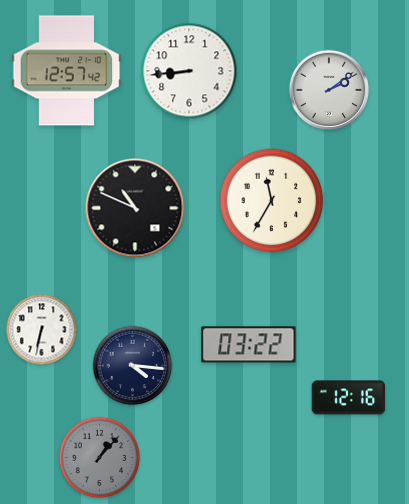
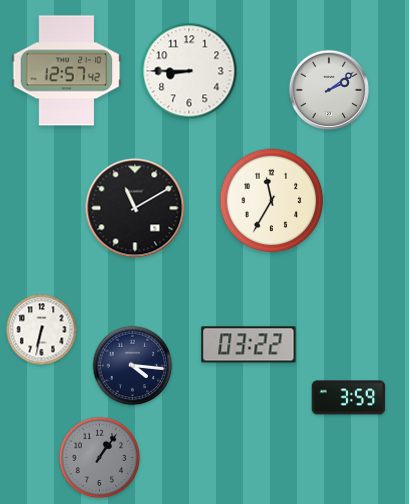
clock at (189, 71): 8:44 -> 8:45
clock at (135, 208): 10:49 -> 11:10
clock at (349, 398): 12:16 -> 3:59
clock at (100, 458): 1:07 -> 1:06
